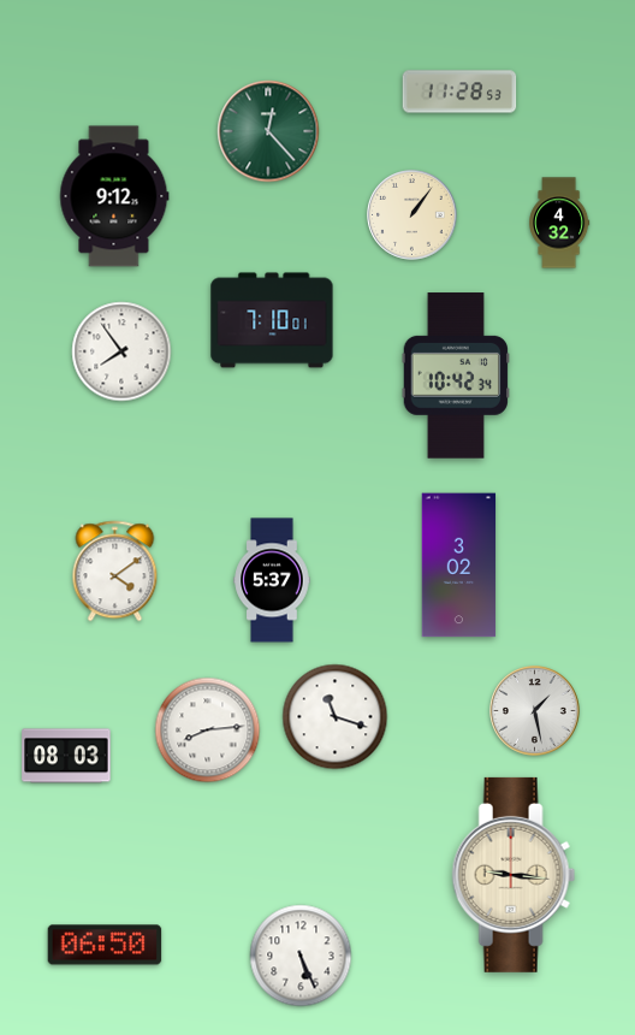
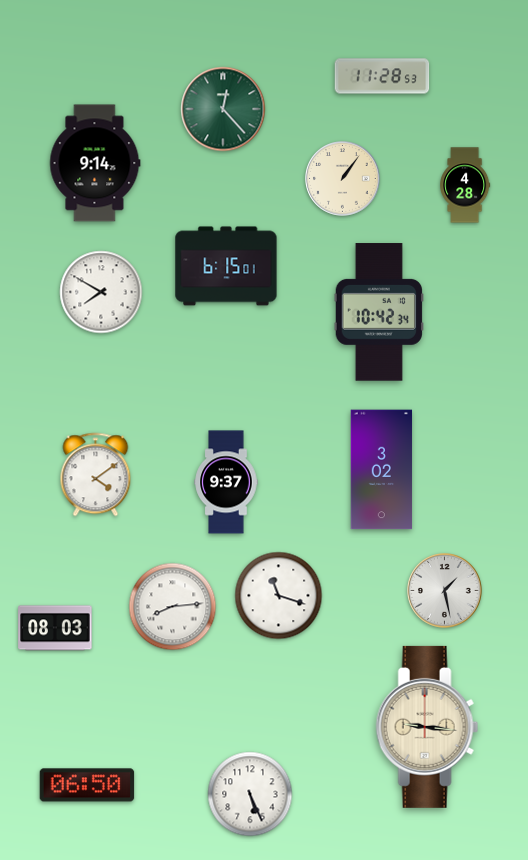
clock at (114, 196): 9:12 -> 9:14
clock at (559, 223): 4:32 -> 4:28
clock at (272, 320): 7:10 -> 6:15
clock at (121, 351): 7:54 -> 7:50
clock at (272, 580): 5:37 -> 9:37
